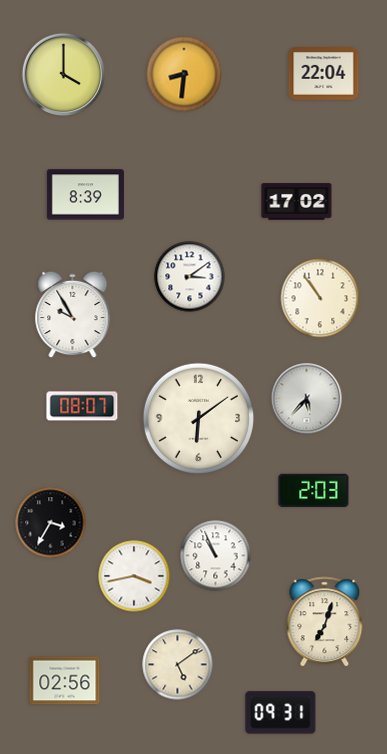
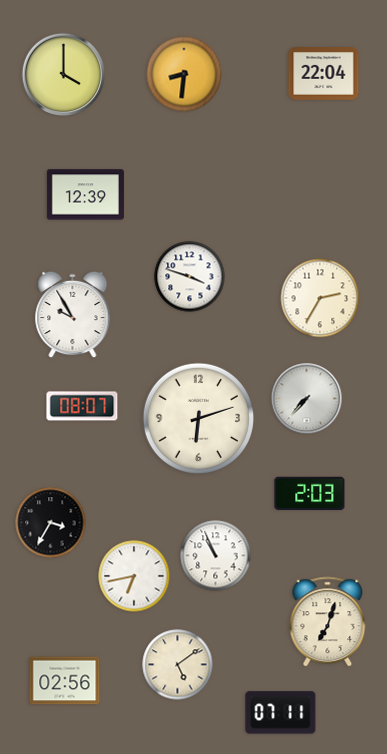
clock at (85, 195): 8:39 -> 12:39
clock at (297, 202): 17:02 -> none
clock at (190, 277): 3:09 -> 3:48
clock at (320, 298): 10:54 -> 2:35
clock at (307, 399): 5:37 -> 7:37
clock at (198, 418): 6:09 -> 6:12
clock at (314, 491) position: (314, 491) -> (310, 494)
clock at (134, 576): 3:43 -> 6:43
clock at (325, 622) position: (325, 622) -> (328, 622)
clock at (281, 713): 09:31 -> 07:11
